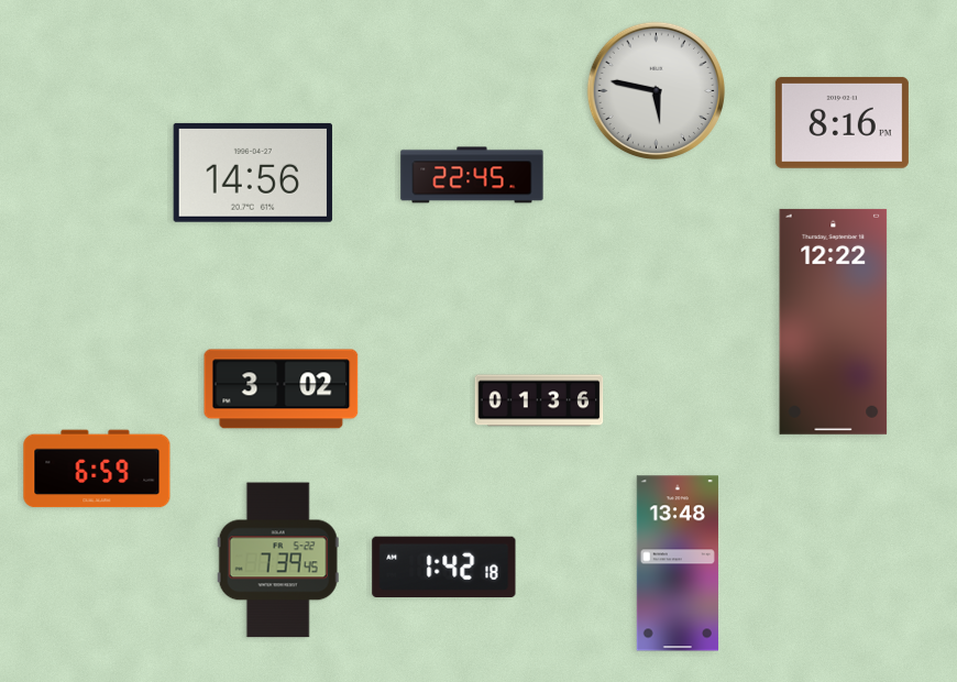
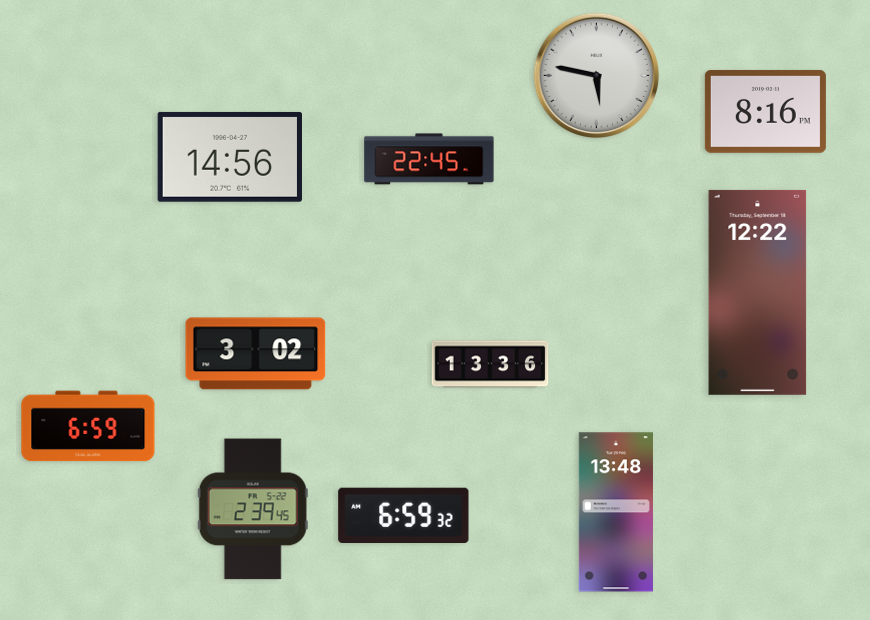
clock at (657, 91) position: (657, 91) -> (597, 76)
clock at (539, 400): 01:36 -> 13:36
clock at (278, 560): 7:39 -> 2:39
clock at (444, 566): 1:42 -> 6:59
